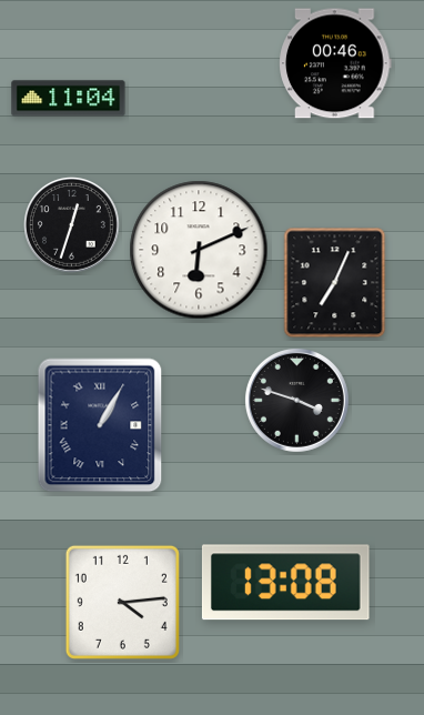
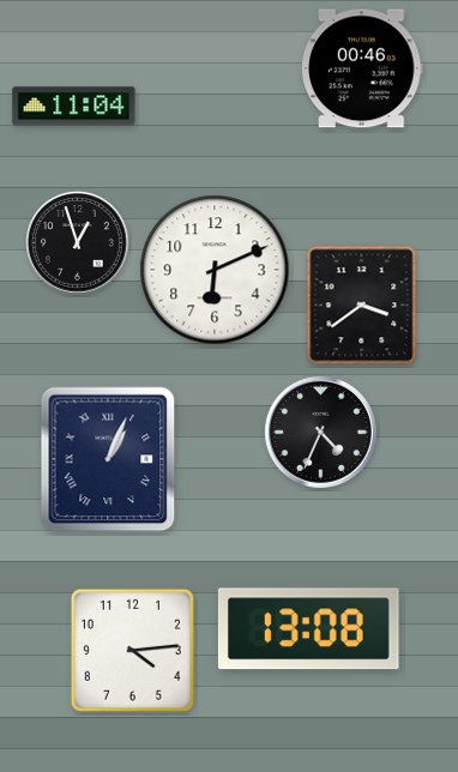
clock at (72, 225): 12:33 -> 12:57
clock at (335, 283): 7:04 -> 3:39
clock at (296, 400): 3:48 -> 4:34
clock at (100, 425): 1:05 -> 1:04
